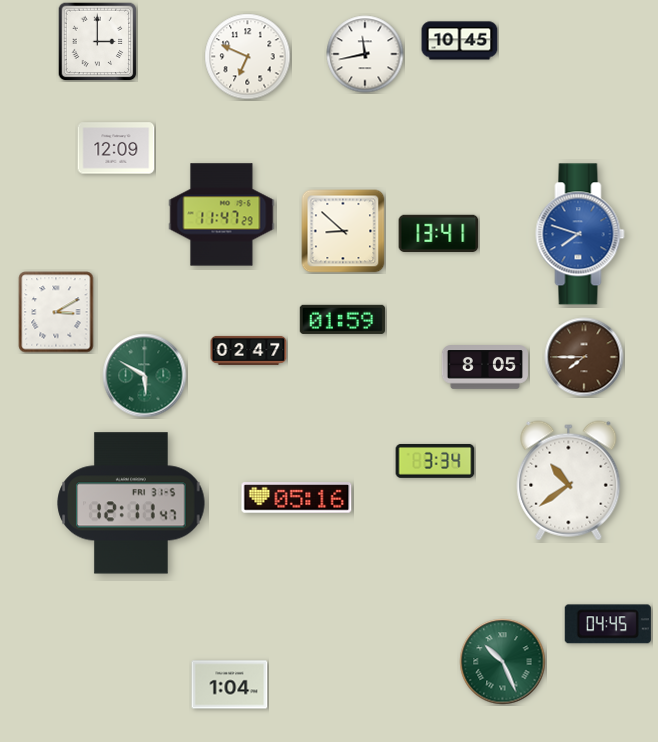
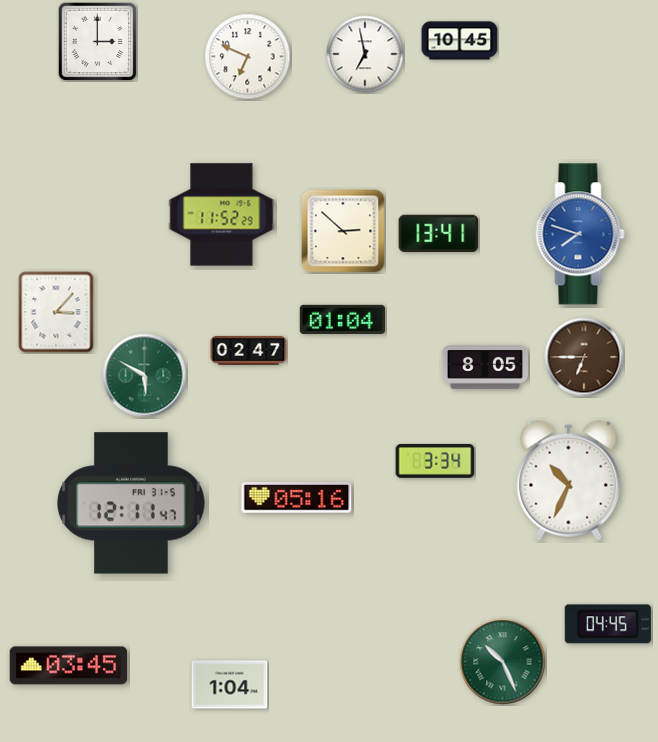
clock at (365, 54): 11:43 -> 6:58
clock at (116, 148): 12:09 -> none
clock at (222, 215): 11:47 -> 11:52
clock at (343, 231): 8:52 -> 2:52
clock at (56, 312): 3:10 -> 3:07
clock at (342, 319): 01:59 -> 01:04
clock at (584, 357): 7:45 -> 6:45
clock at (569, 481): 10:39 -> 10:34
clock at (69, 666): none -> 03:45
